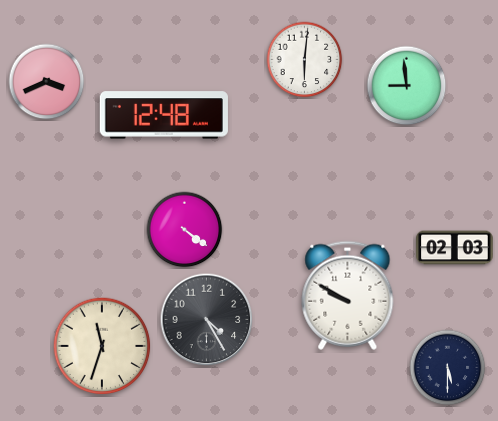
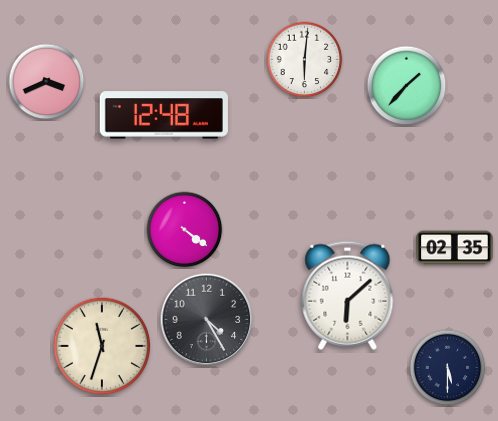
clock at (407, 86): 8:59 -> 1:37
clock at (455, 248): 02:03 -> 02:35
clock at (348, 295): 9:50 -> 6:08
